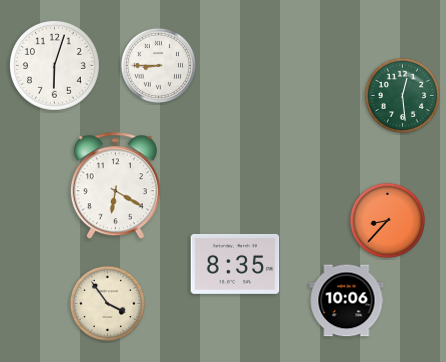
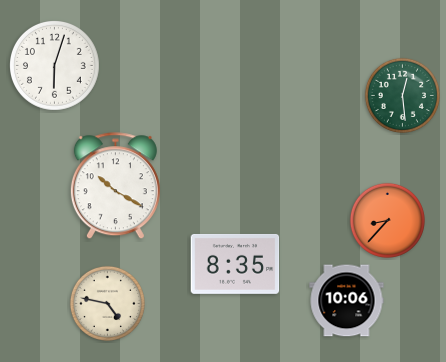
clock at (158, 65): 8:45 -> none
clock at (115, 186): 6:20 -> 10:20
clock at (107, 303): 3:54 -> 4:47
